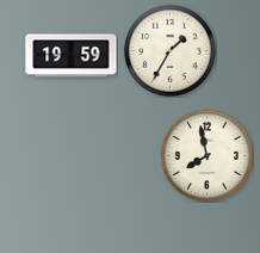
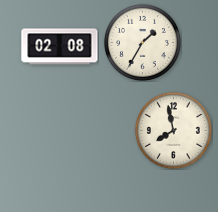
clock at (72, 56): 19:59 -> 02:08
